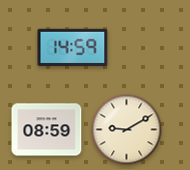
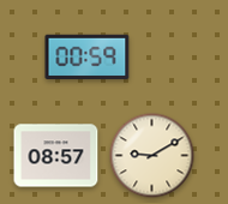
clock at (73, 48): 14:59 -> 00:59
clock at (47, 130): 08:59 -> 08:57
